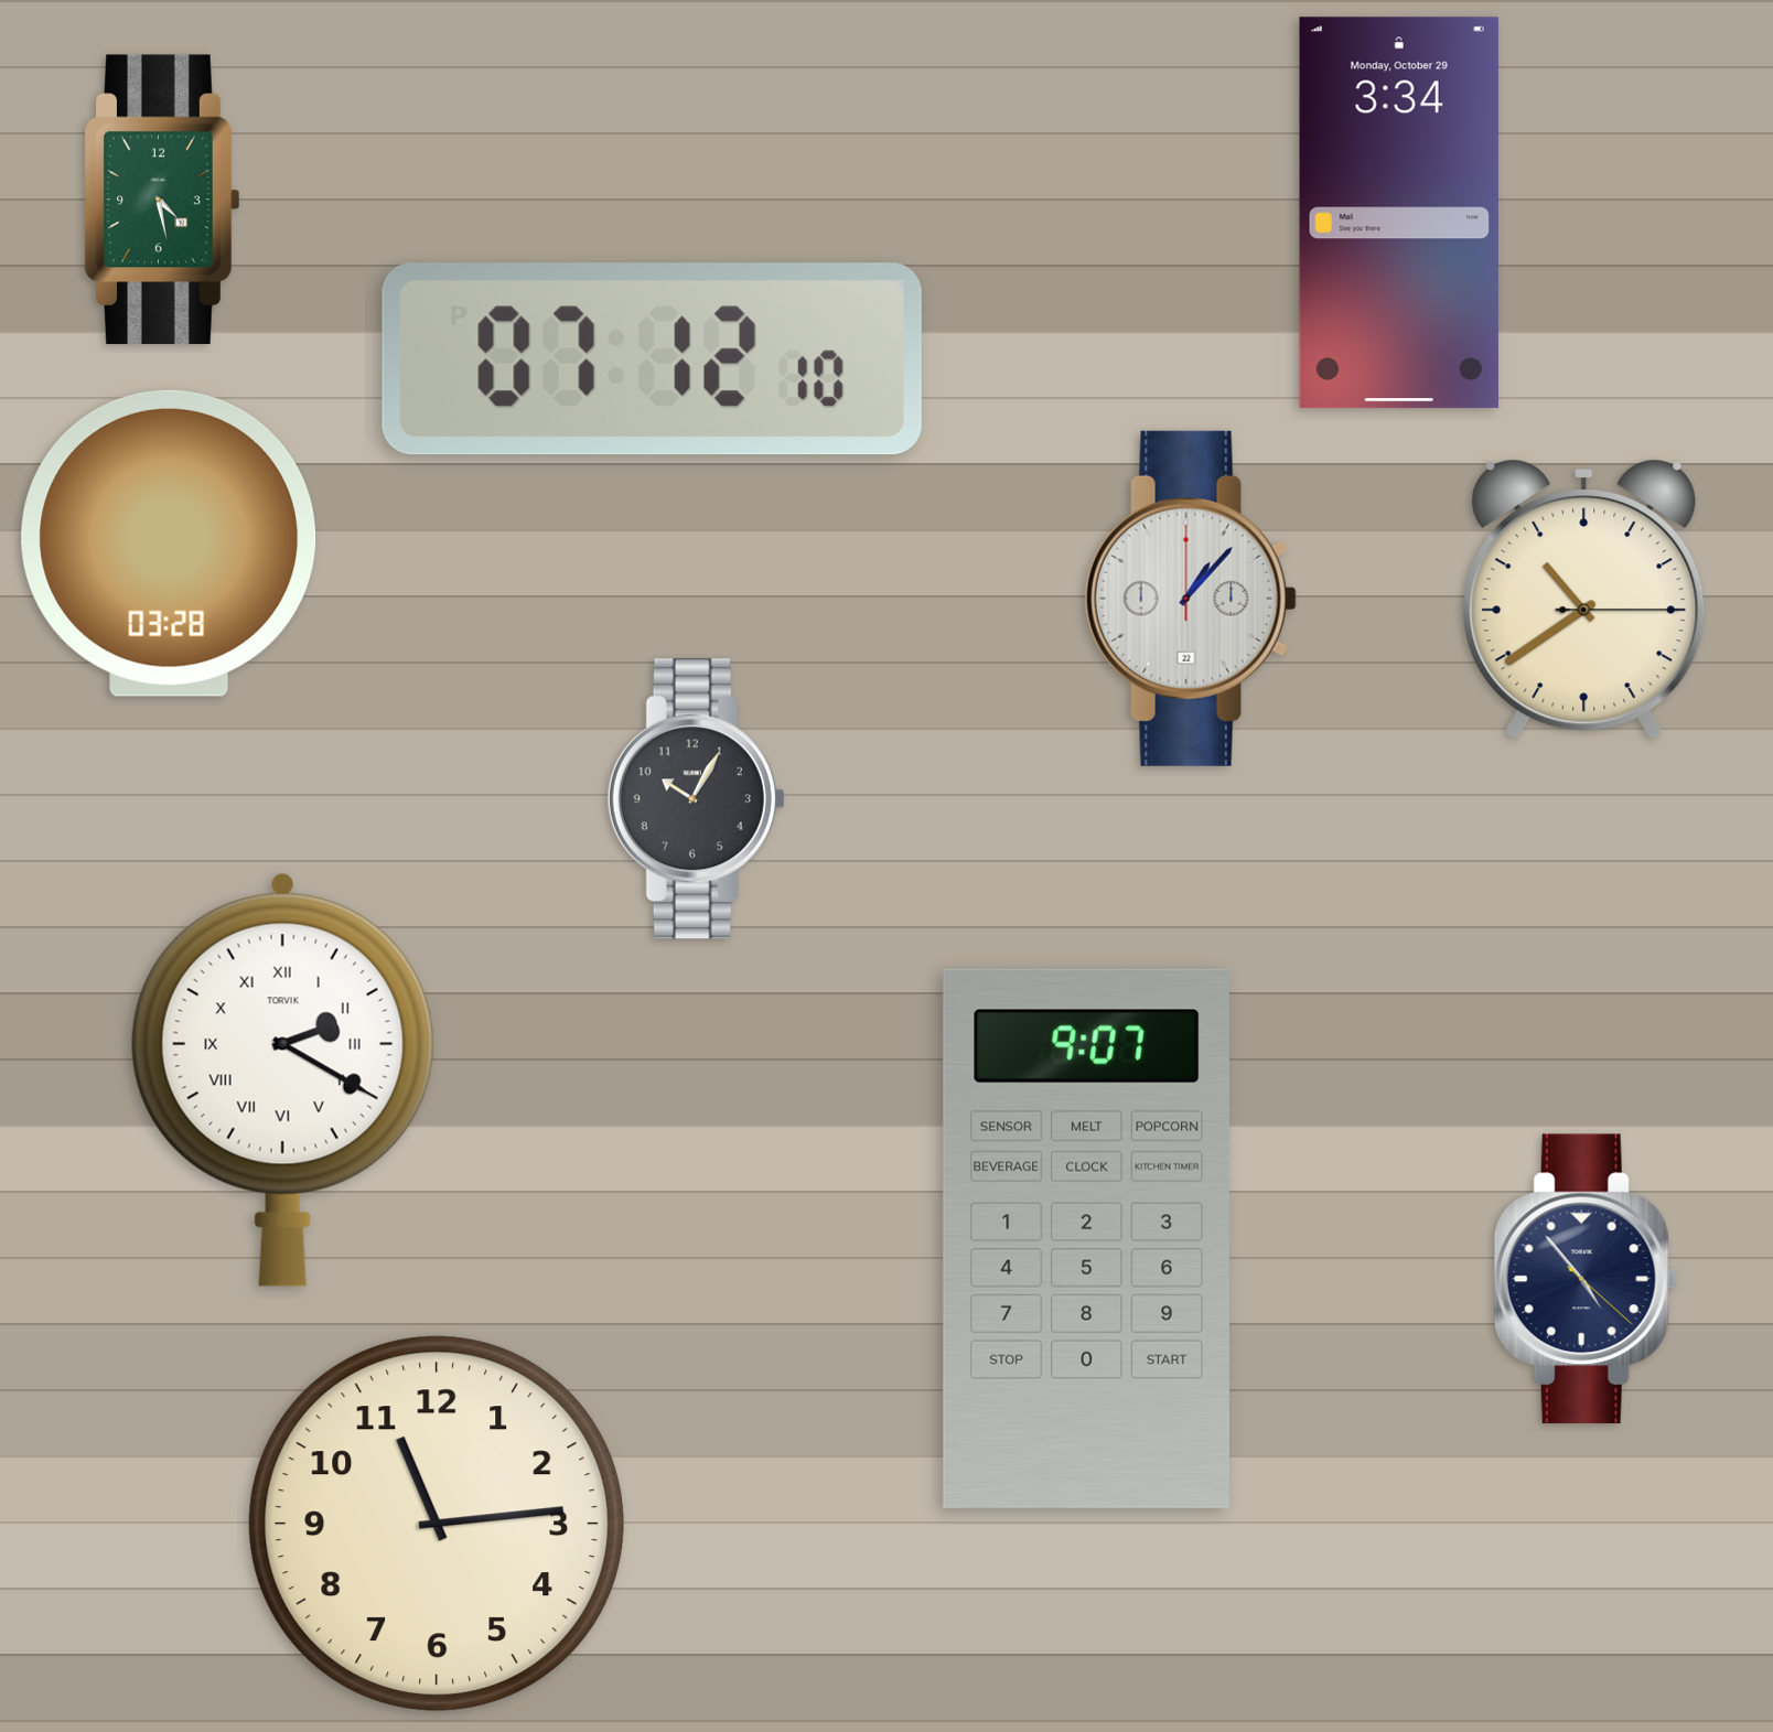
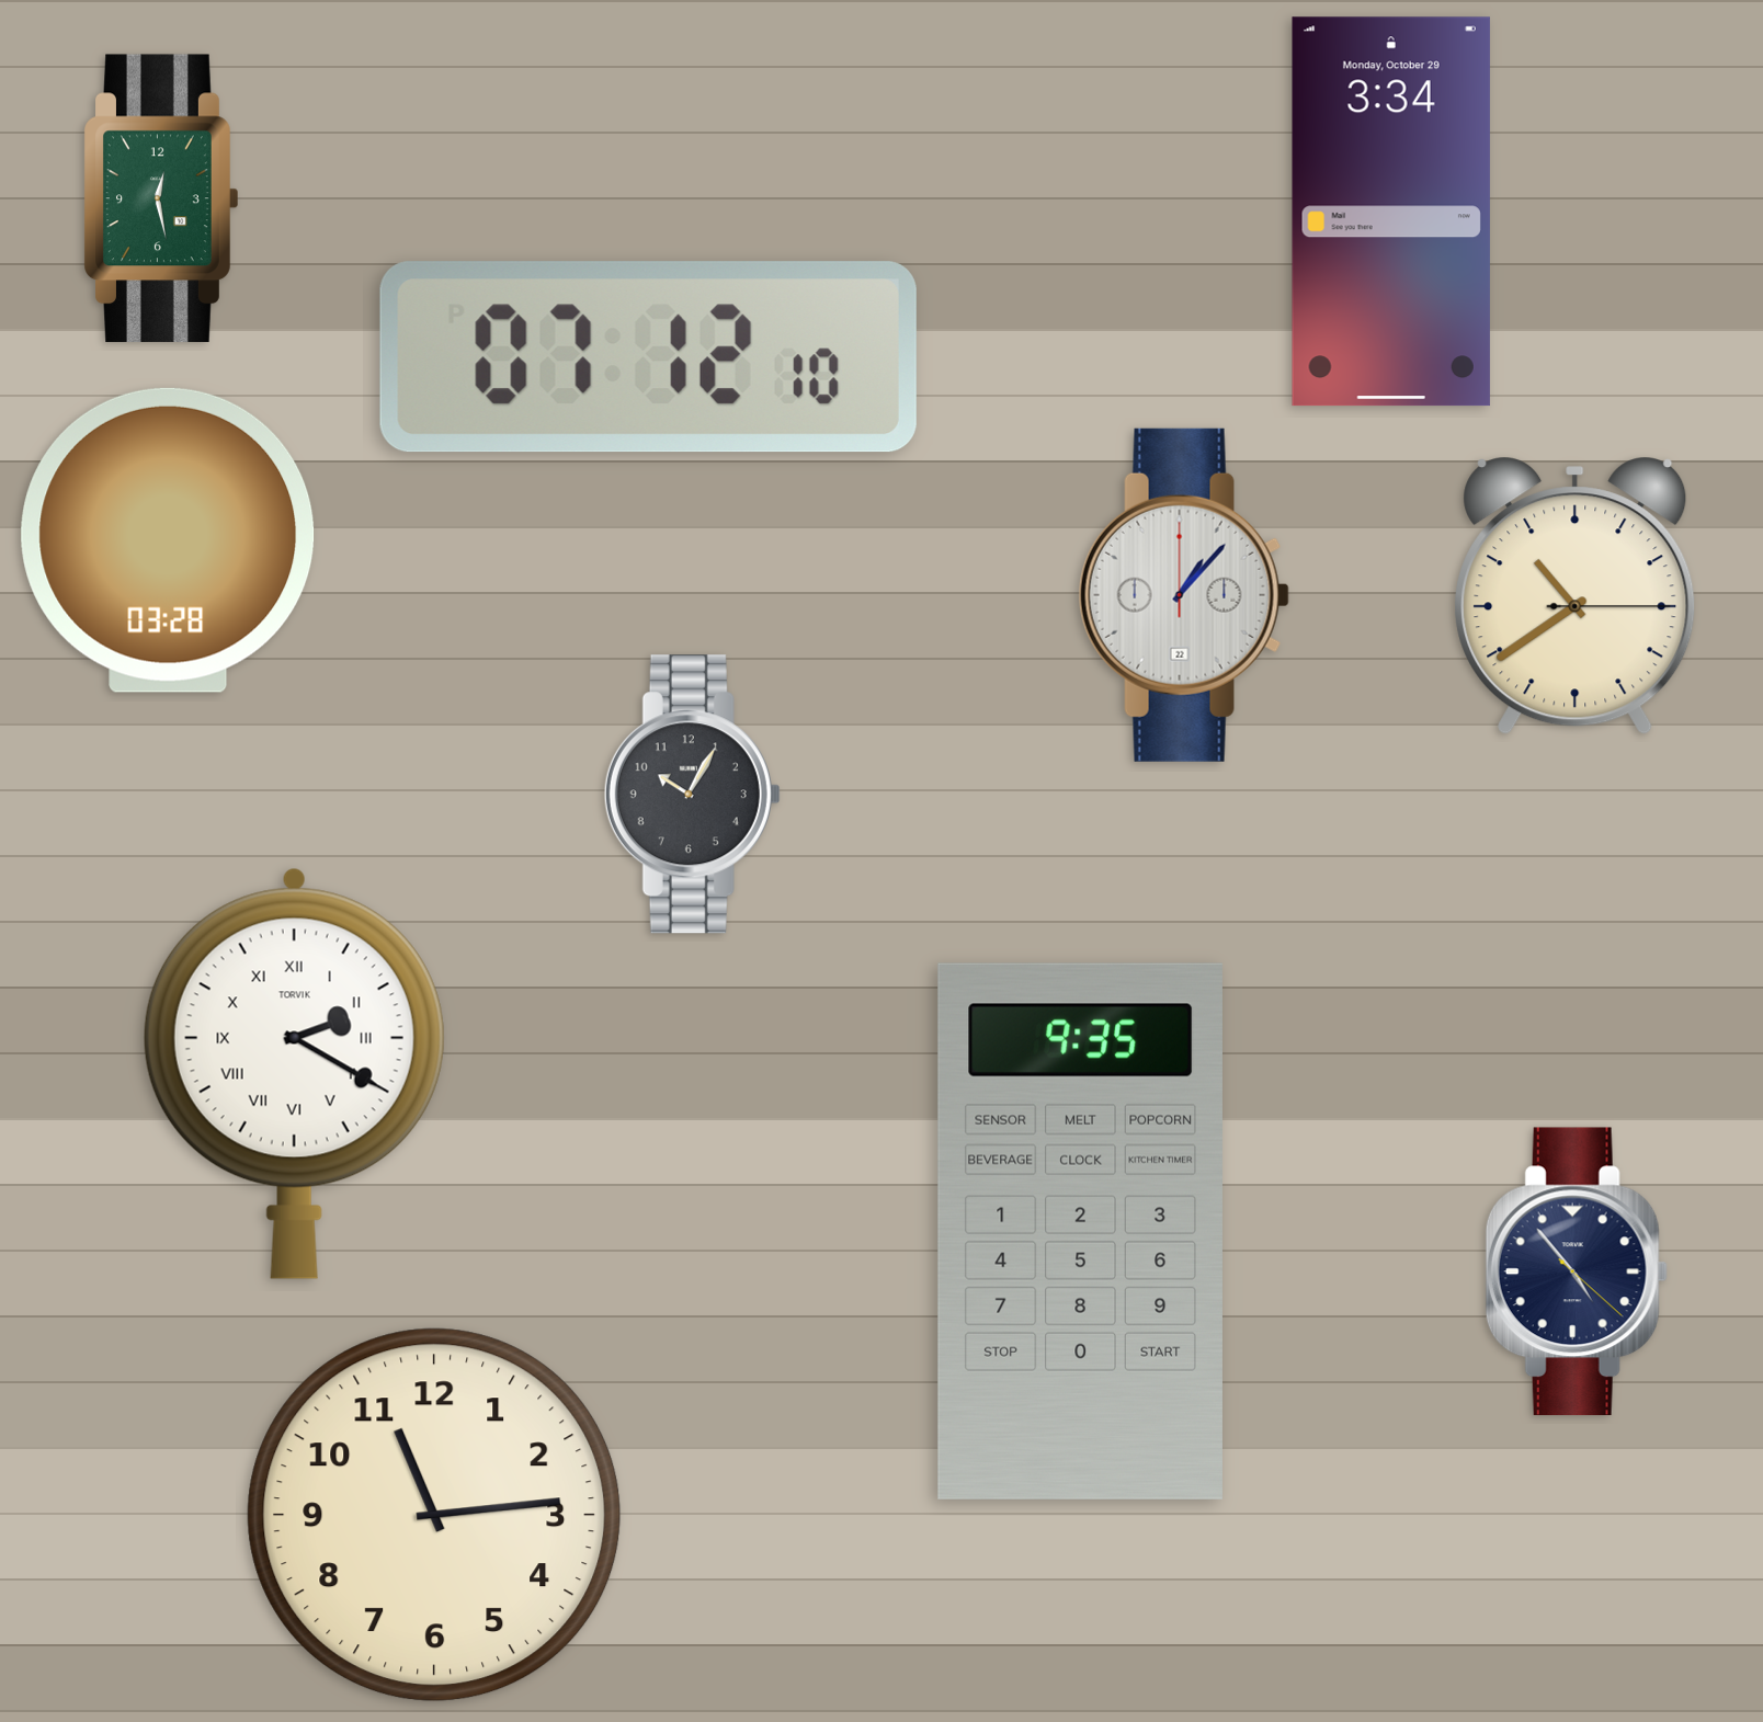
clock at (162, 200): 4:28 -> 12:28
clock at (282, 1079) position: (282, 1079) -> (294, 1073)
clock at (1086, 1238): 9:07 -> 9:35
